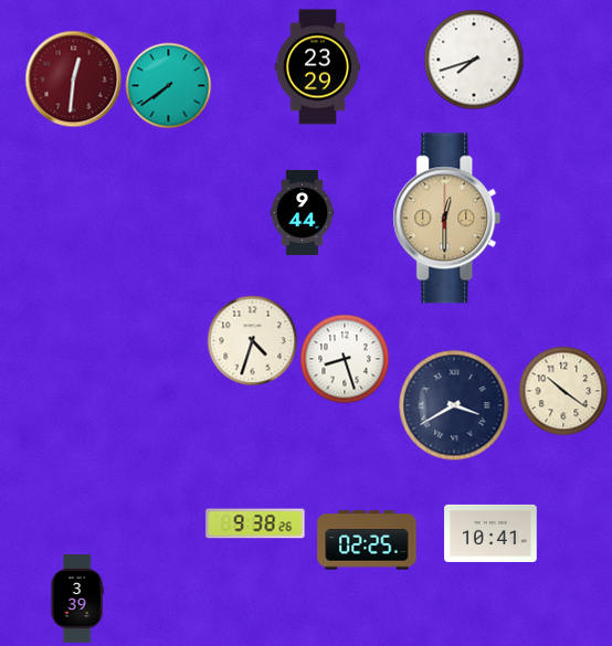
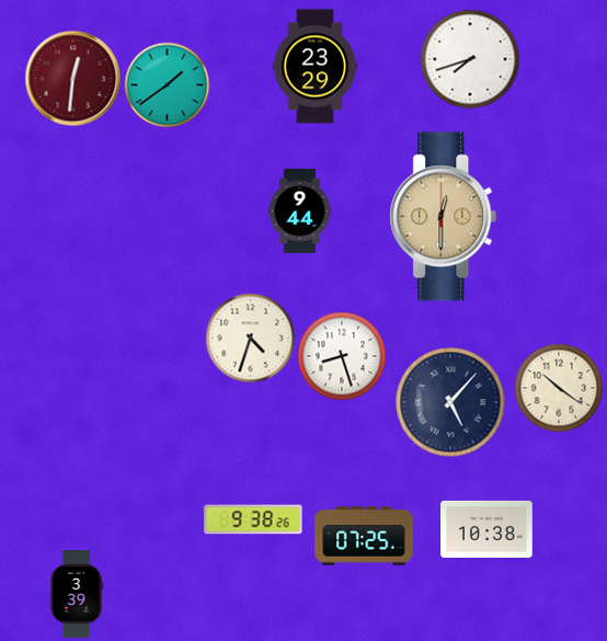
clock at (168, 85): 7:39 -> 1:39
clock at (454, 405): 3:40 -> 5:07
clock at (490, 533): 10:41 -> 10:38
clock at (367, 540): 02:25 -> 07:25
